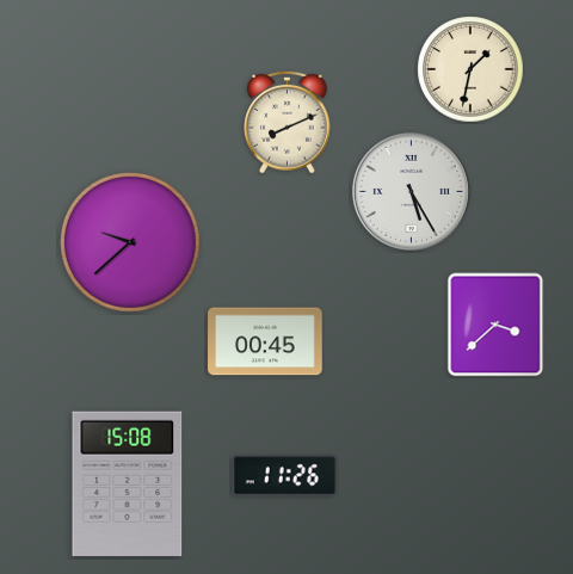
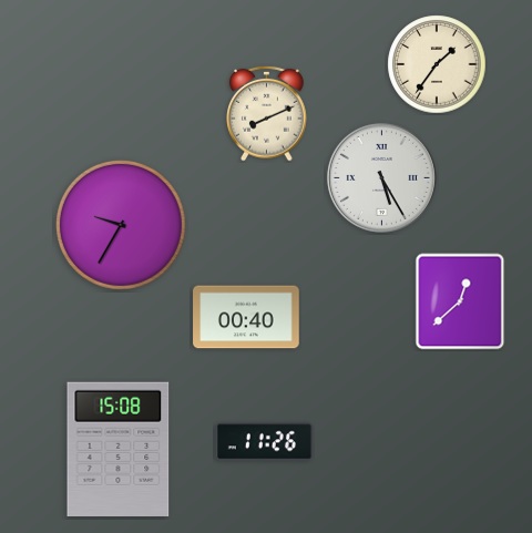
clock at (470, 69): 1:32 -> 1:36
clock at (130, 242): 9:38 -> 9:35
clock at (495, 325): 3:38 -> 12:38
clock at (265, 341): 00:45 -> 00:40
